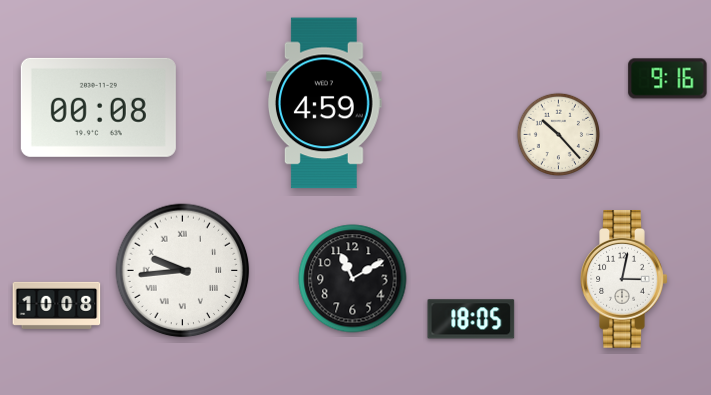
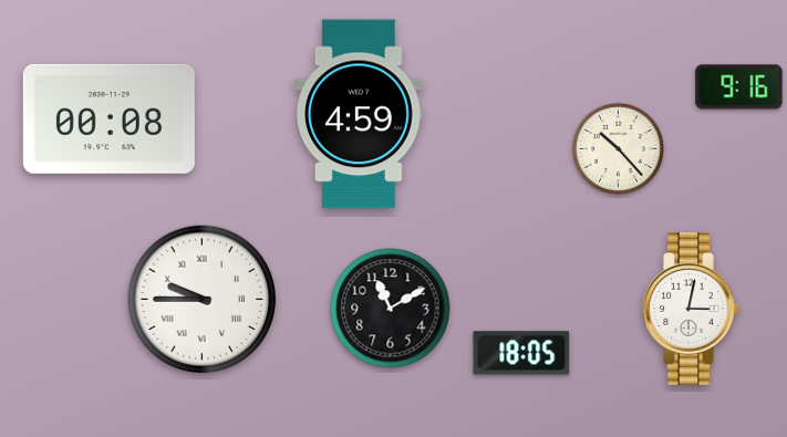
clock at (183, 271): 9:44 -> 9:45
clock at (57, 305): 10:08 -> none
